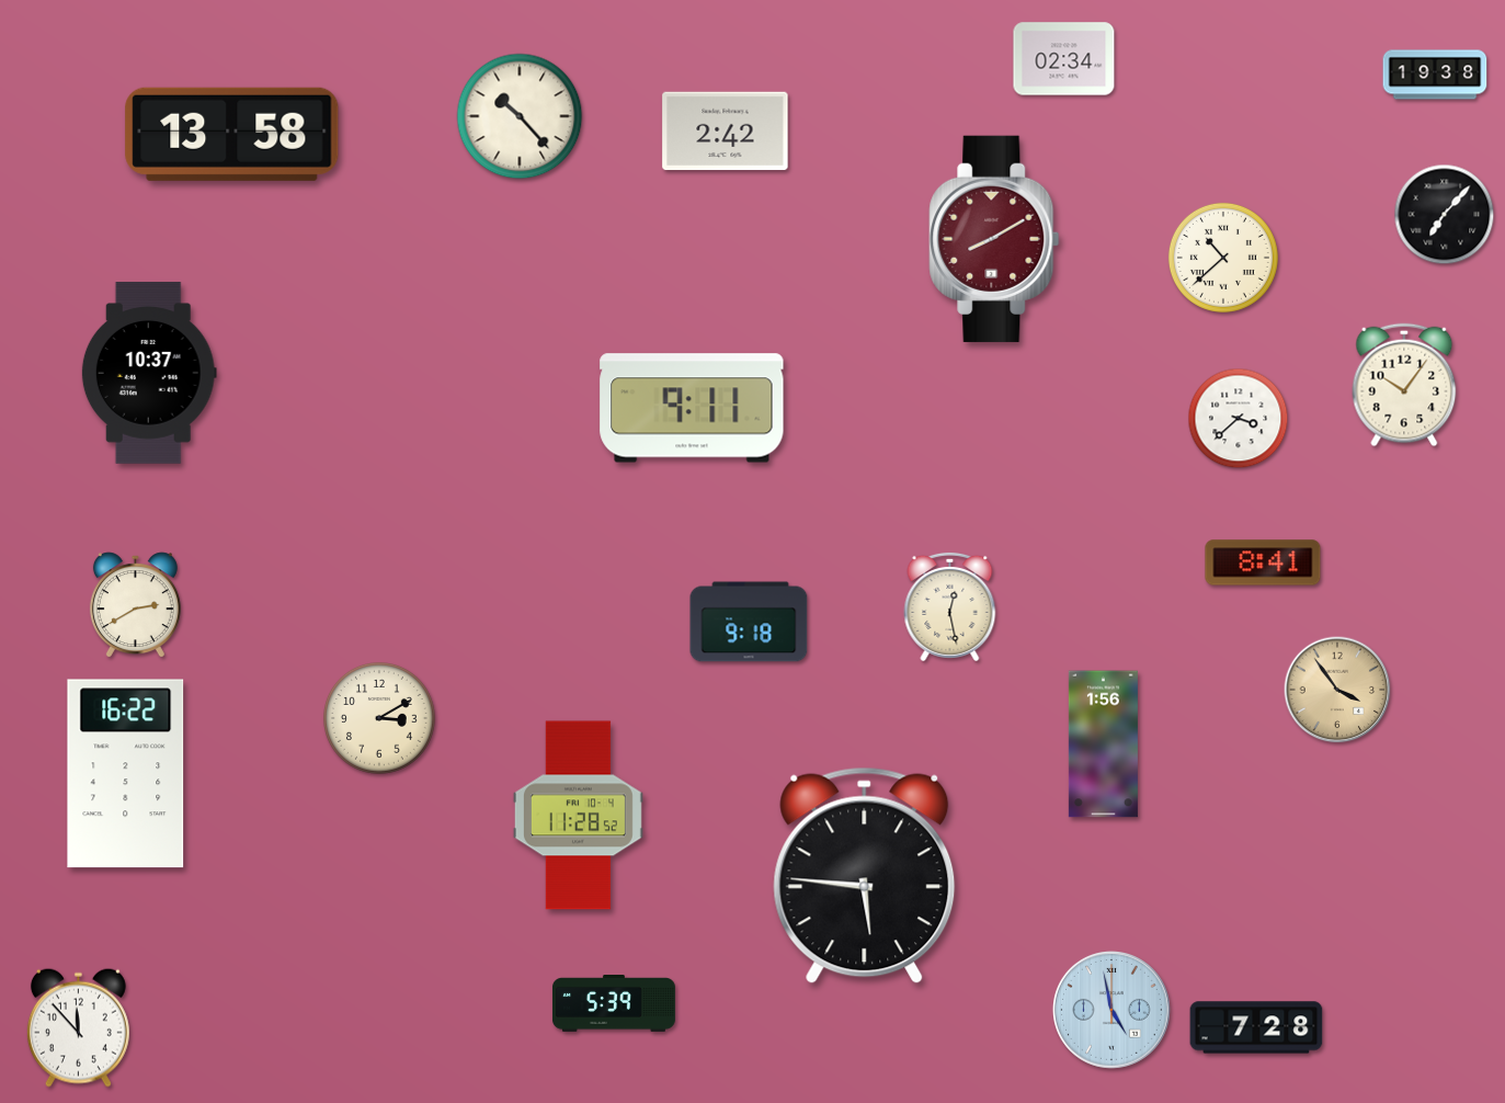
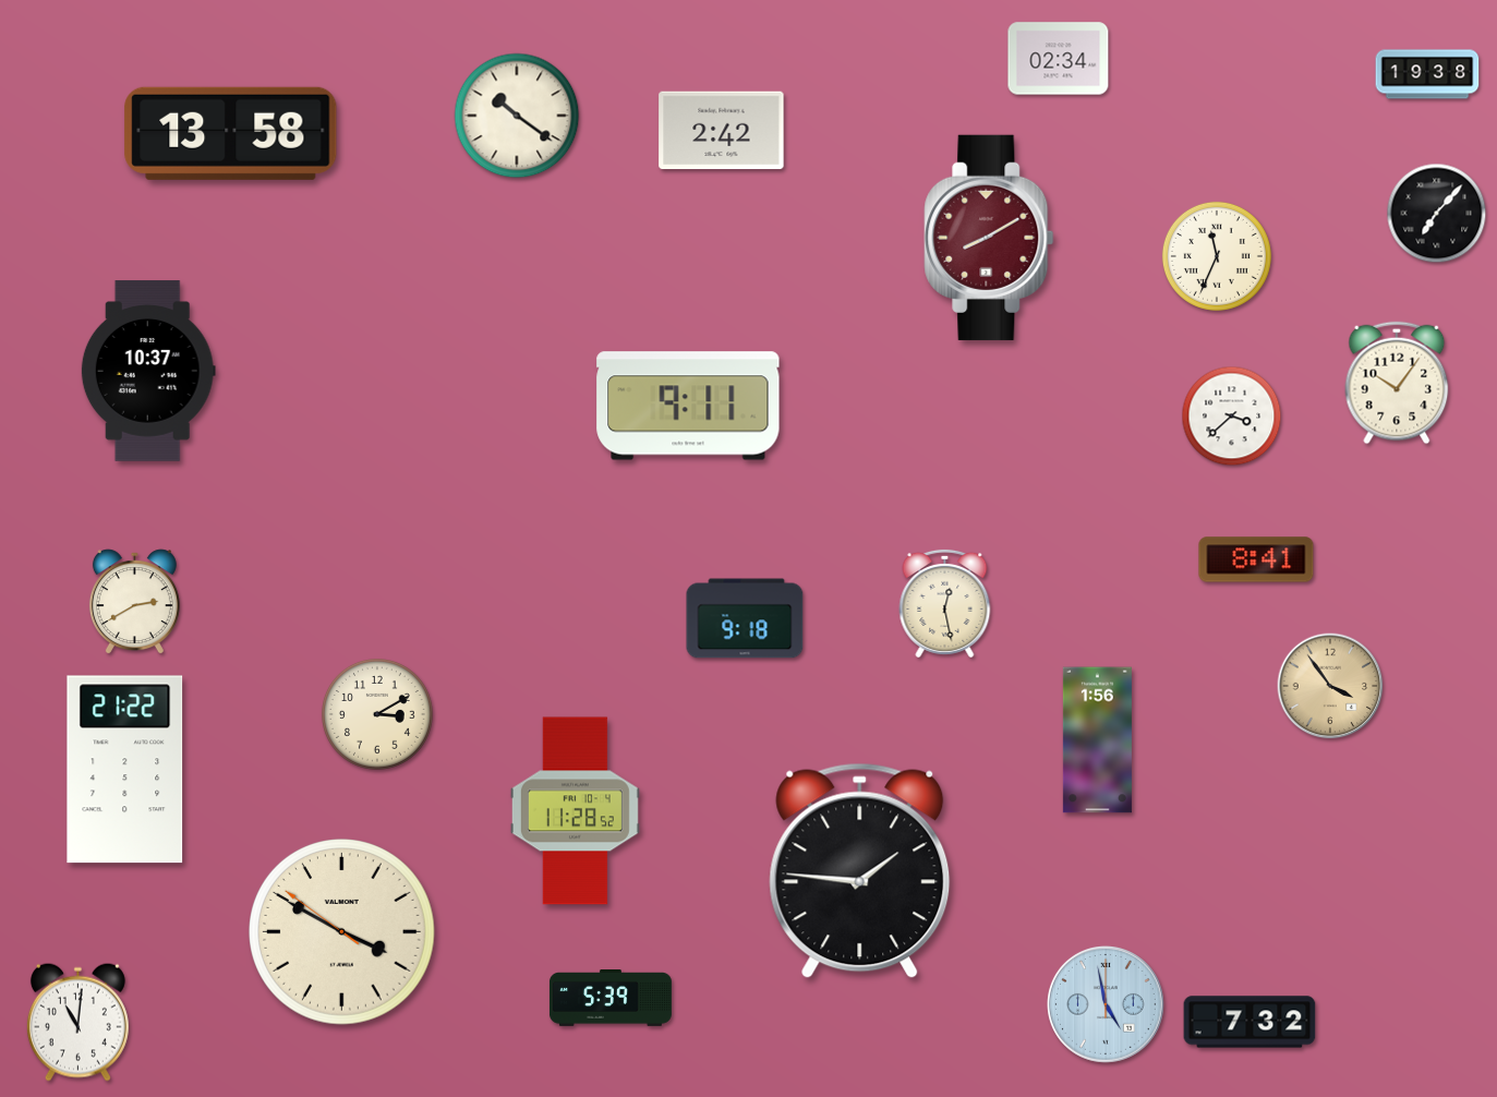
clock at (520, 116): 10:23 -> 10:21
clock at (1223, 258): 10:38 -> 11:34
clock at (126, 774): 16:22 -> 21:22
clock at (865, 876): 5:46 -> 1:46
clock at (342, 932): none -> 3:49
clock at (78, 1027): 11:53 -> 11:01
clock at (1256, 1027): 7:28 -> 7:32
